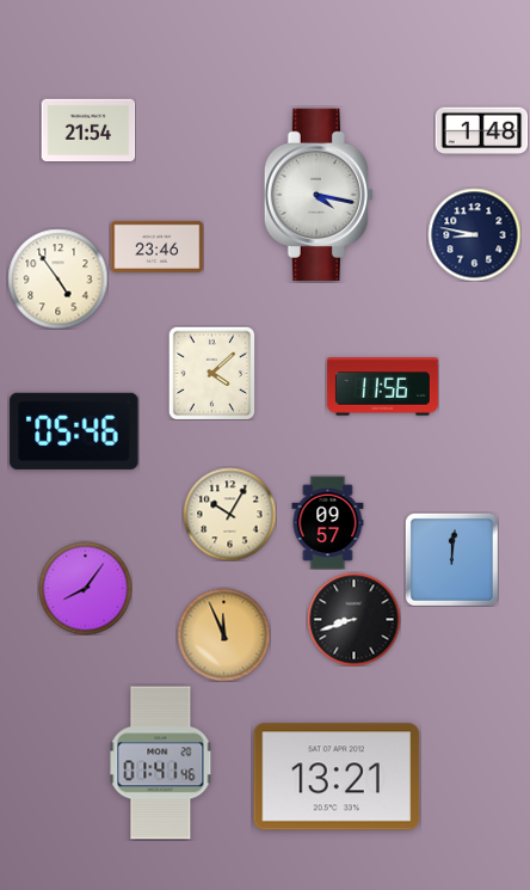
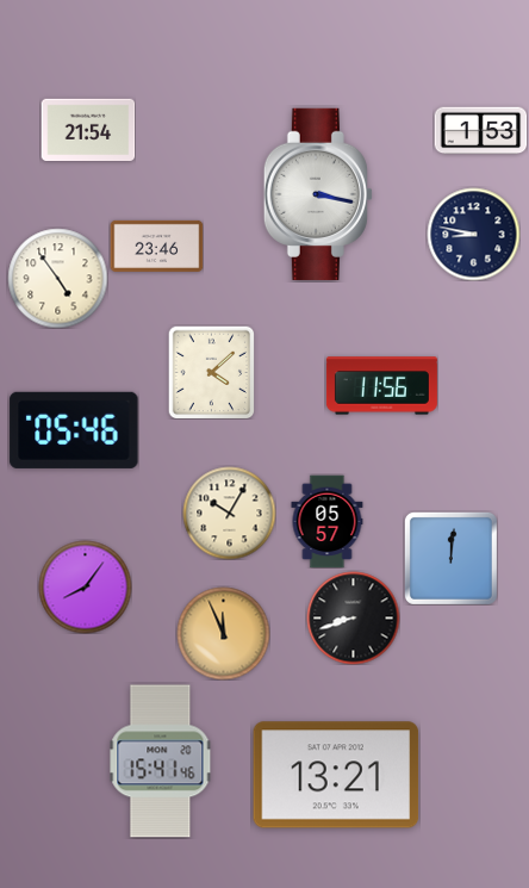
clock at (481, 131): 1:48 -> 1:53
clock at (319, 195): 4:17 -> 3:17
clock at (328, 522): 09:57 -> 05:57
clock at (161, 763): 01:41 -> 15:41
